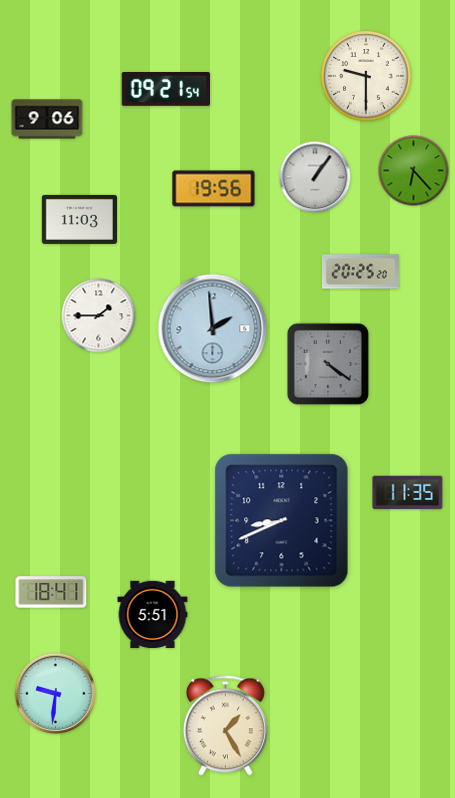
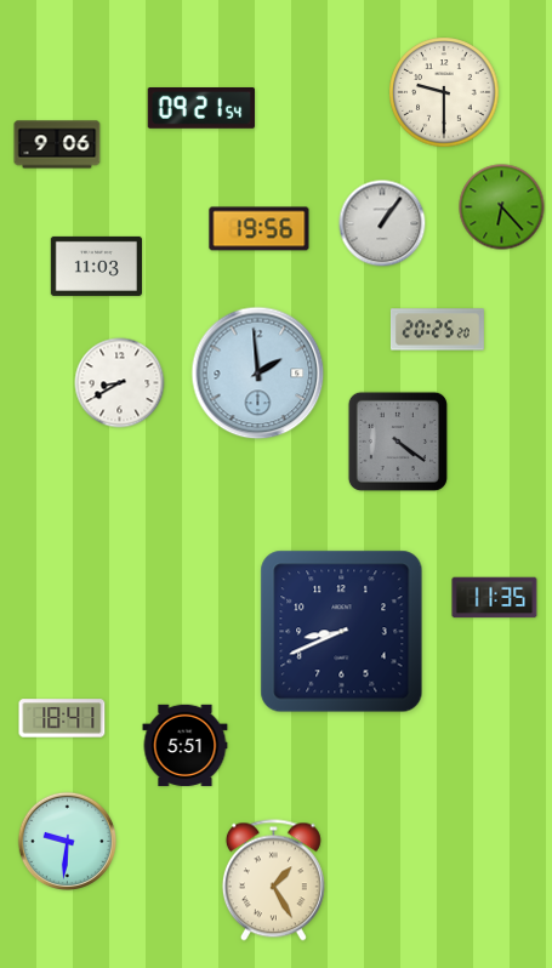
clock at (315, 177) position: (315, 177) -> (382, 223)
clock at (99, 316): 1:45 -> 8:40
clock at (213, 329) position: (213, 329) -> (258, 374)
